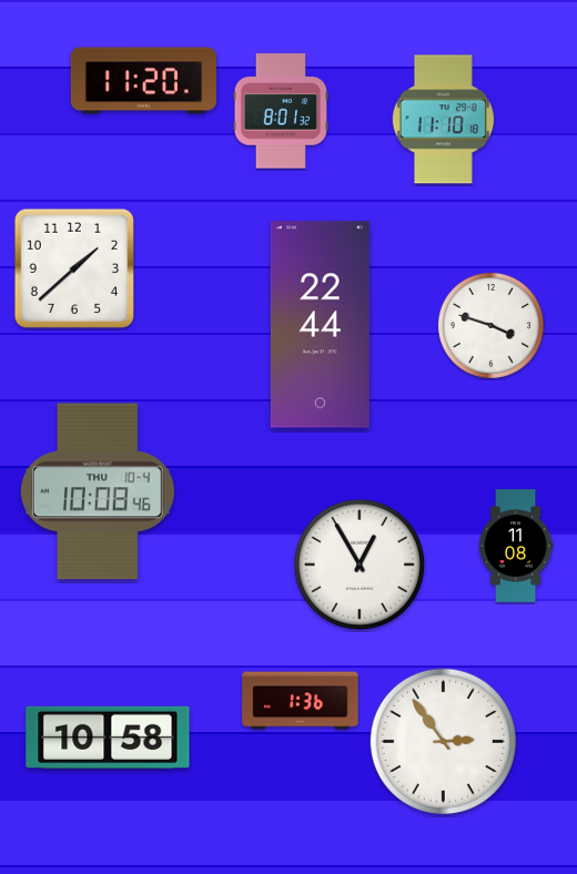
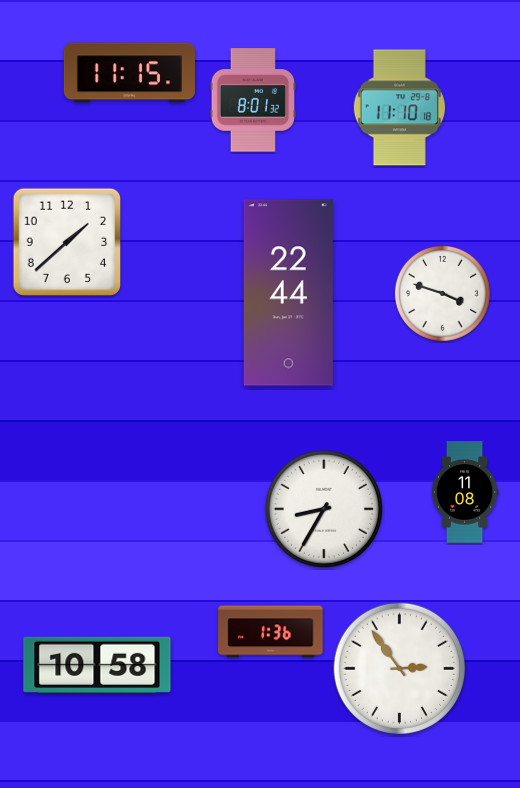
clock at (143, 81): 11:20 -> 11:15
clock at (98, 491): 10:08 -> none
clock at (360, 565): 12:55 -> 8:35
